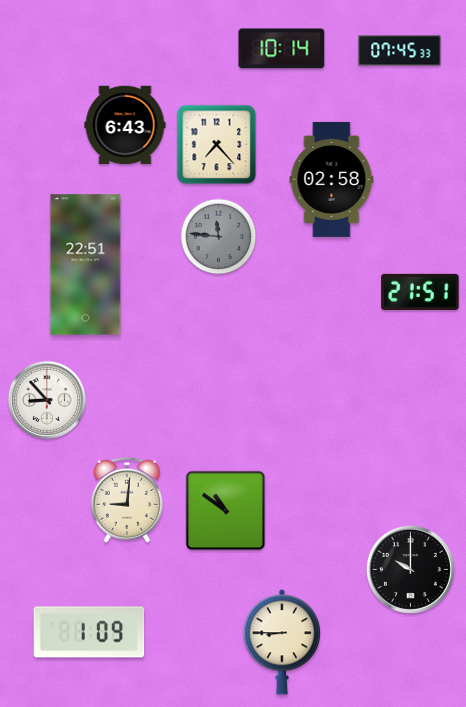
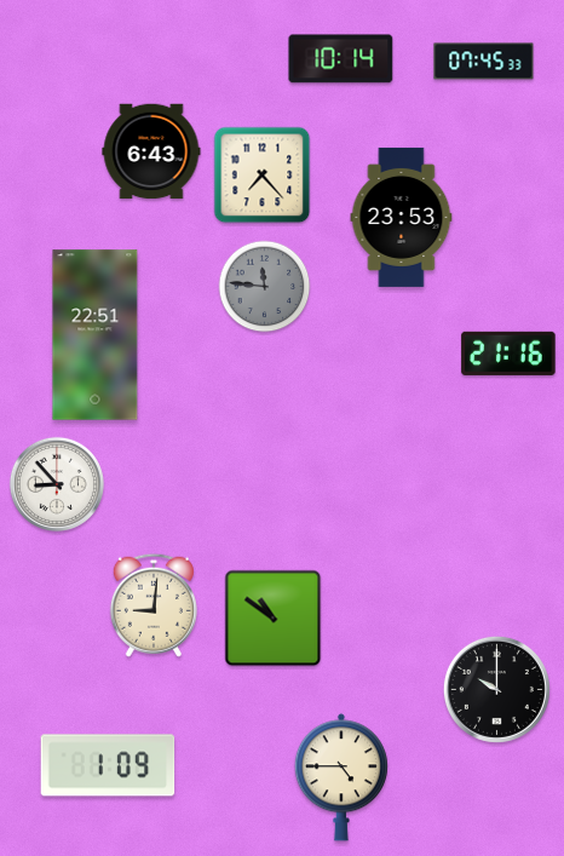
clock at (332, 179): 02:58 -> 23:53
clock at (86, 265) position: (86, 265) -> (96, 335)
clock at (420, 292): 21:51 -> 21:16
clock at (282, 642): 8:45 -> 4:45
